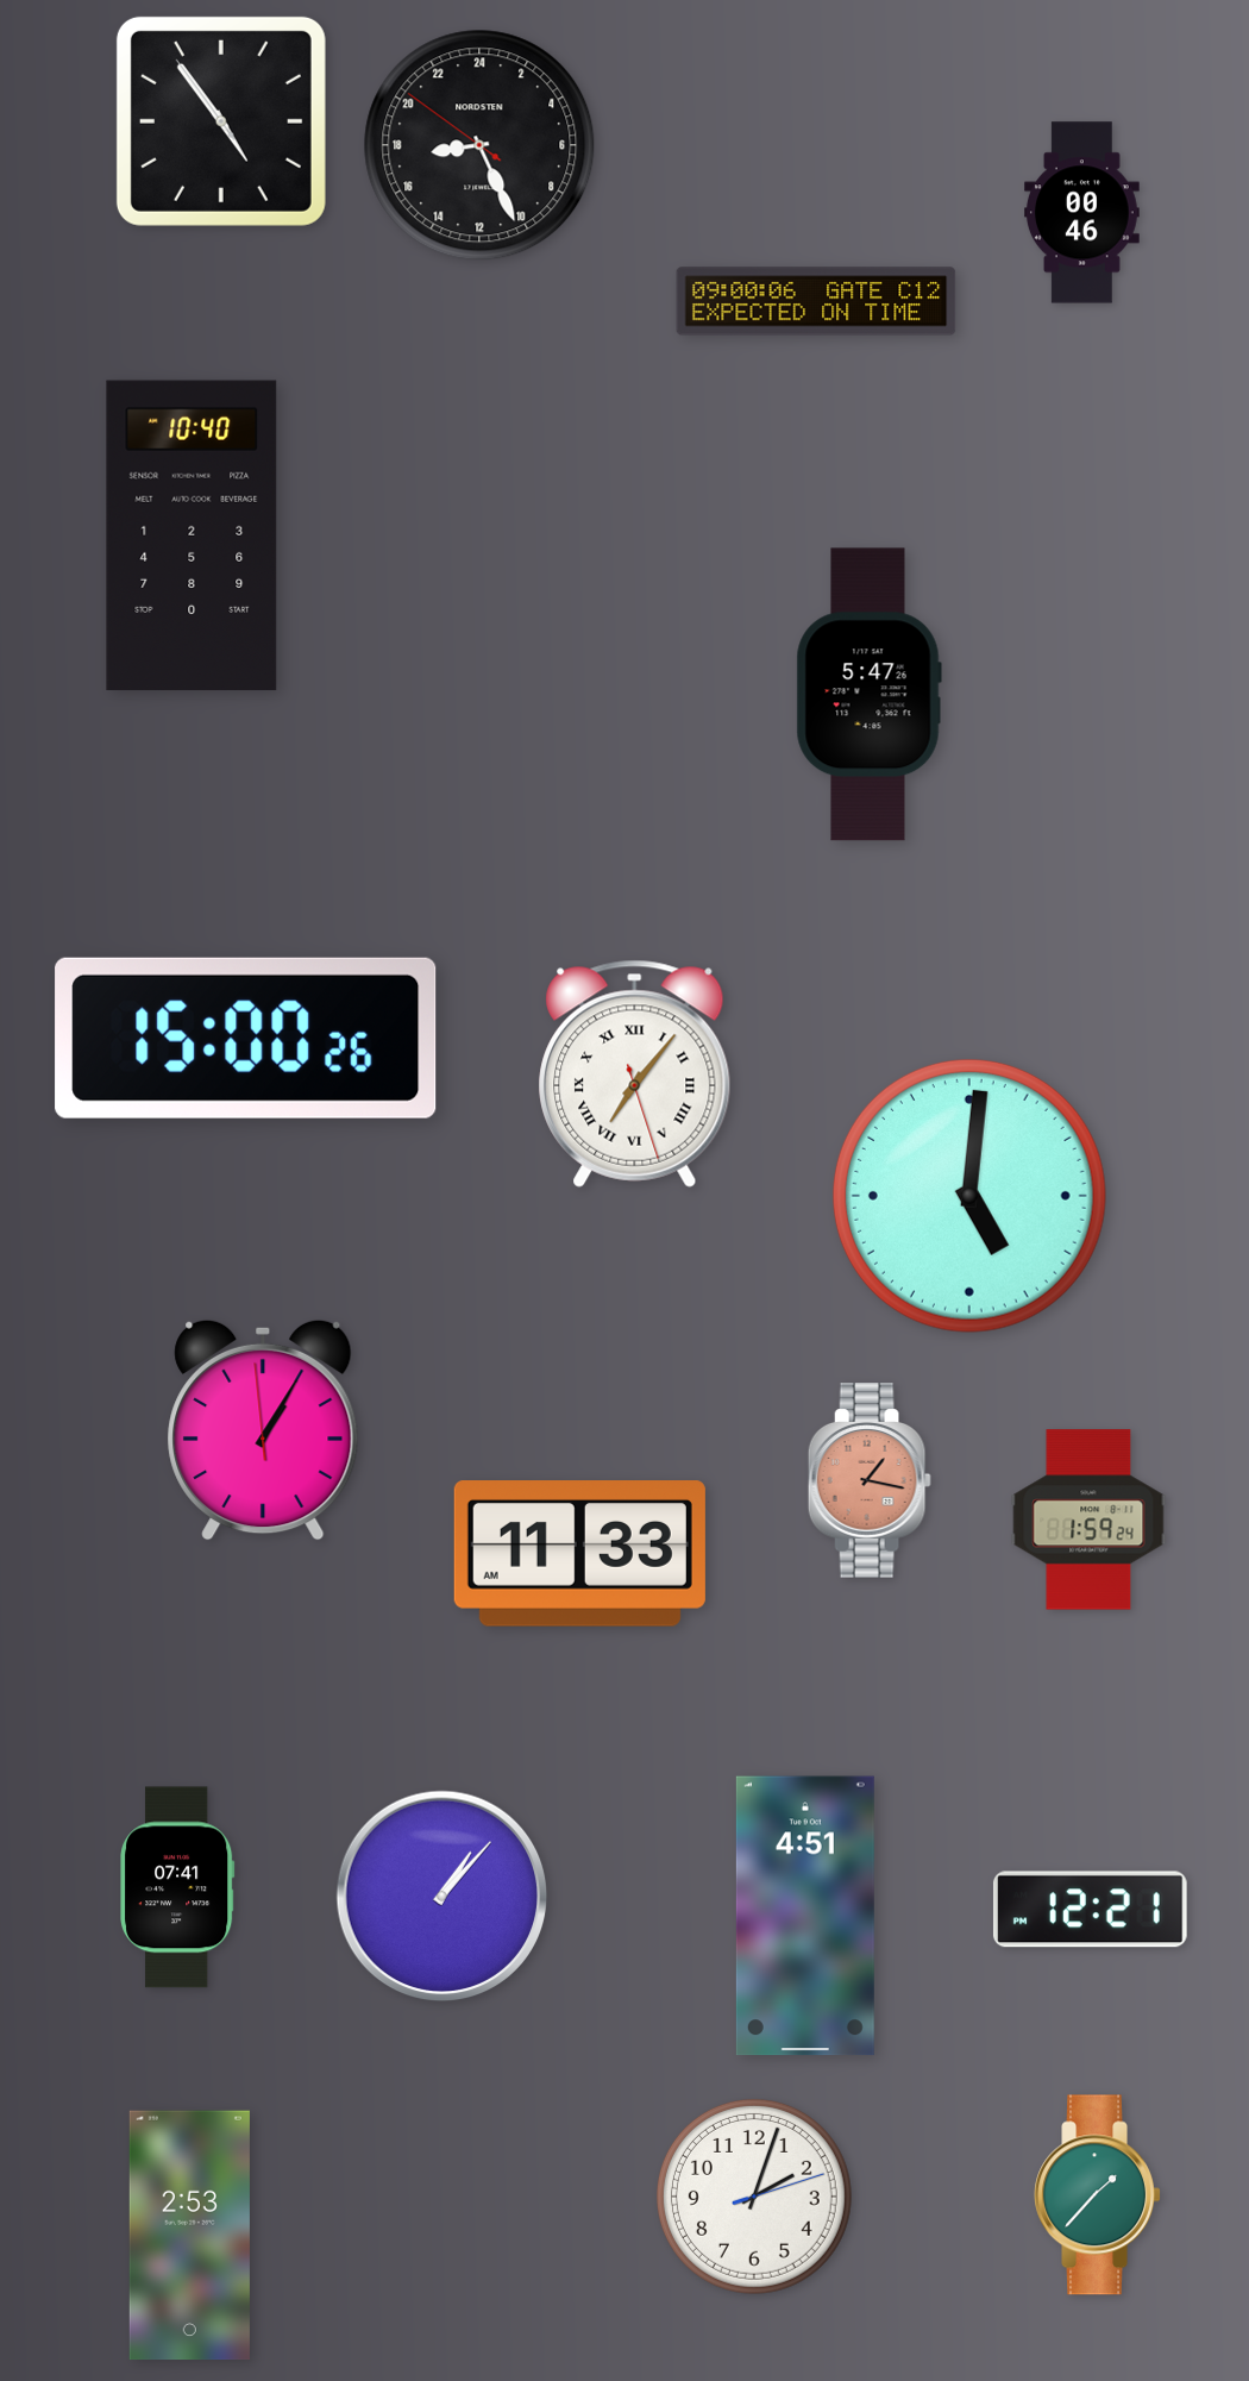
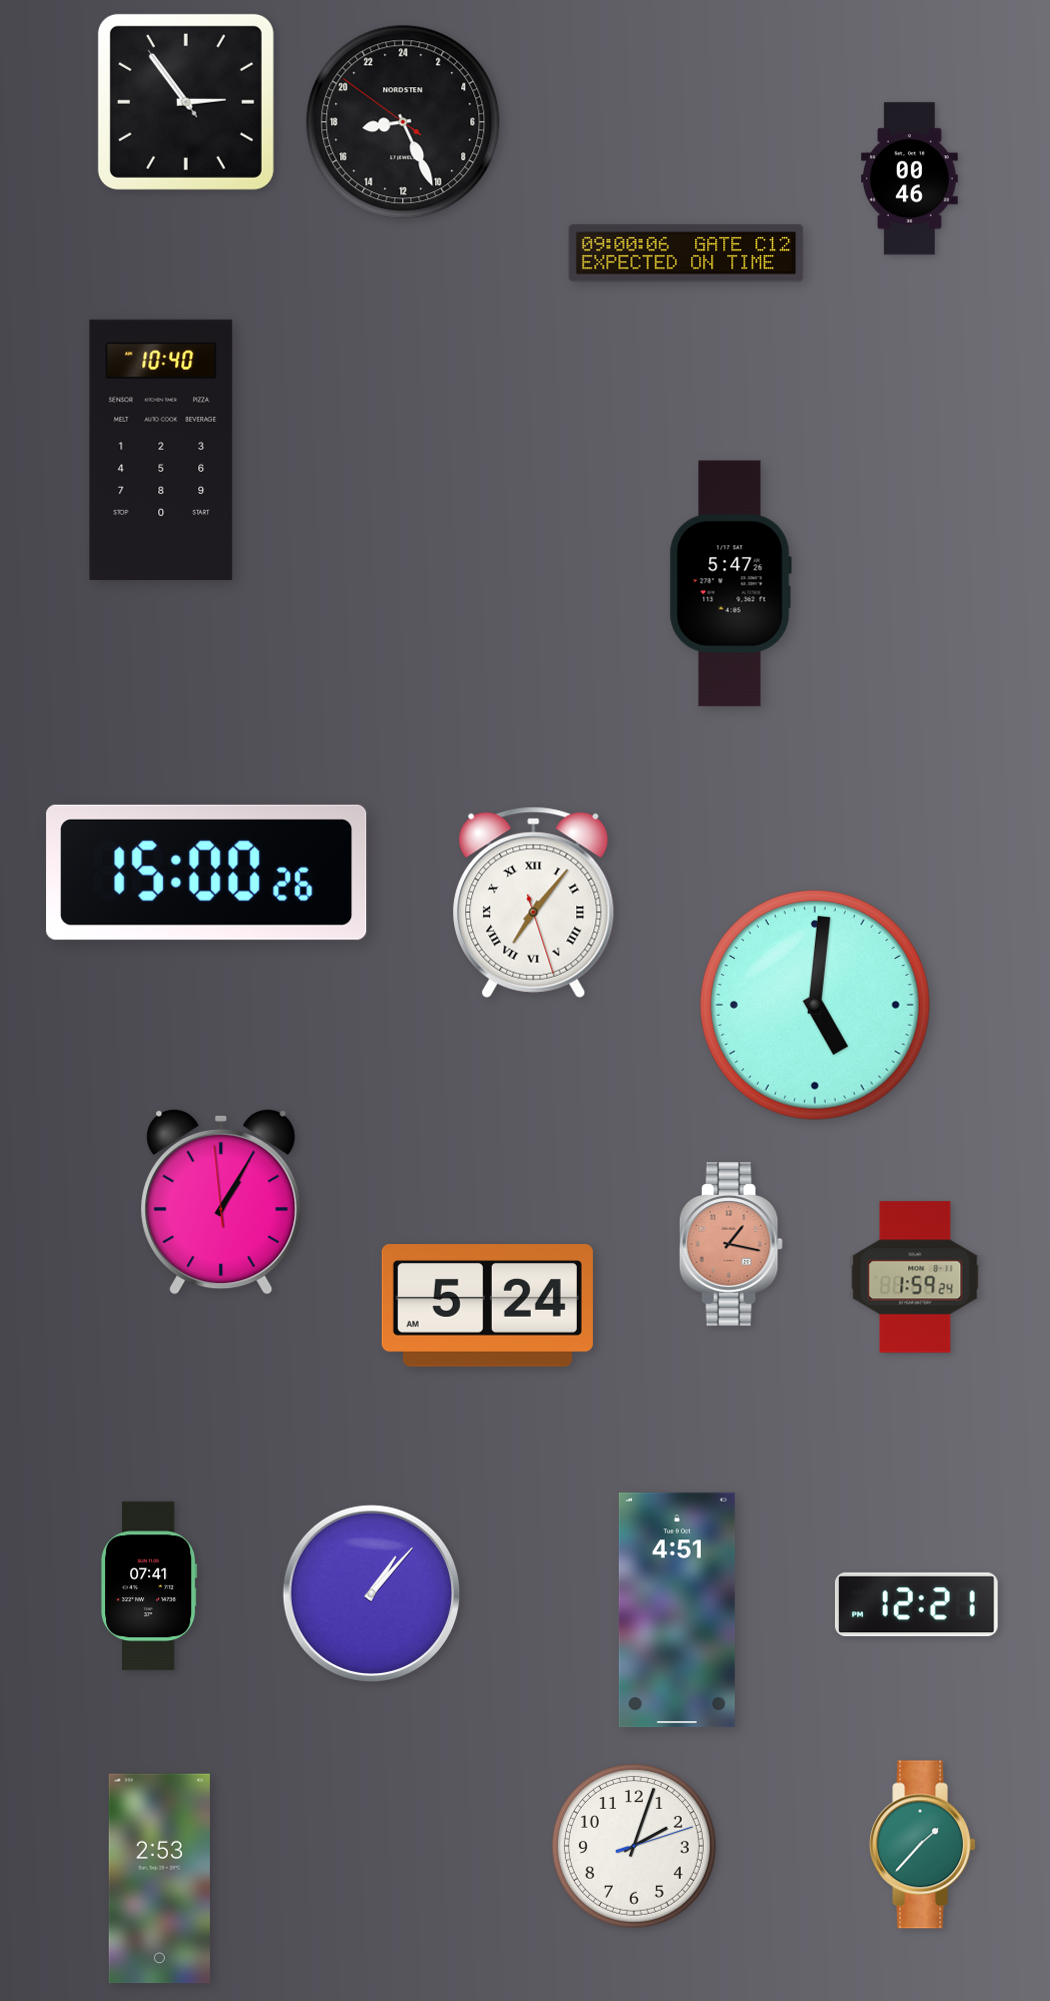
clock at (221, 121): 4:53 -> 2:53
clock at (579, 1554): 11:33 -> 5:24
